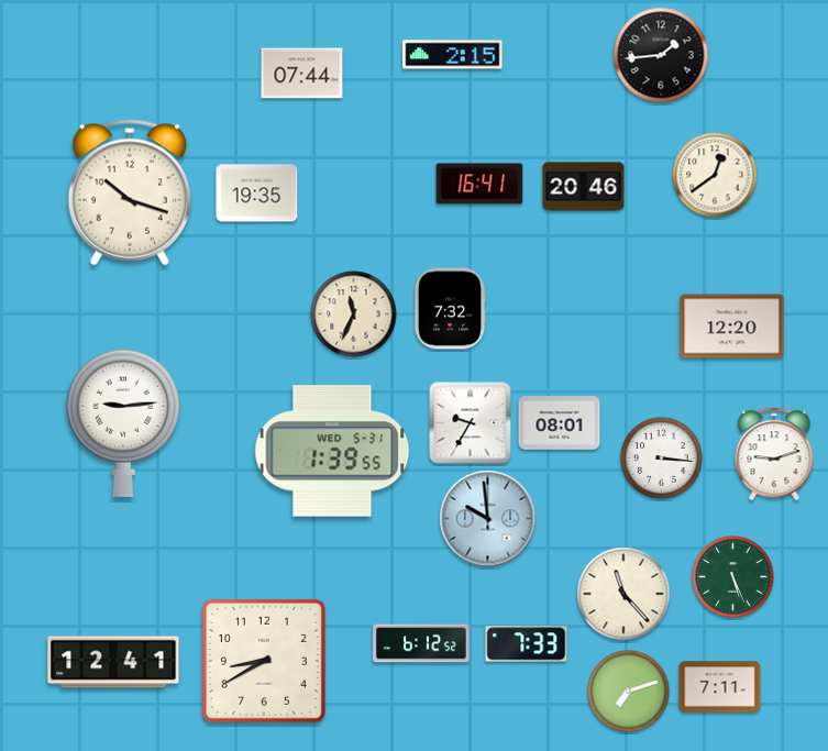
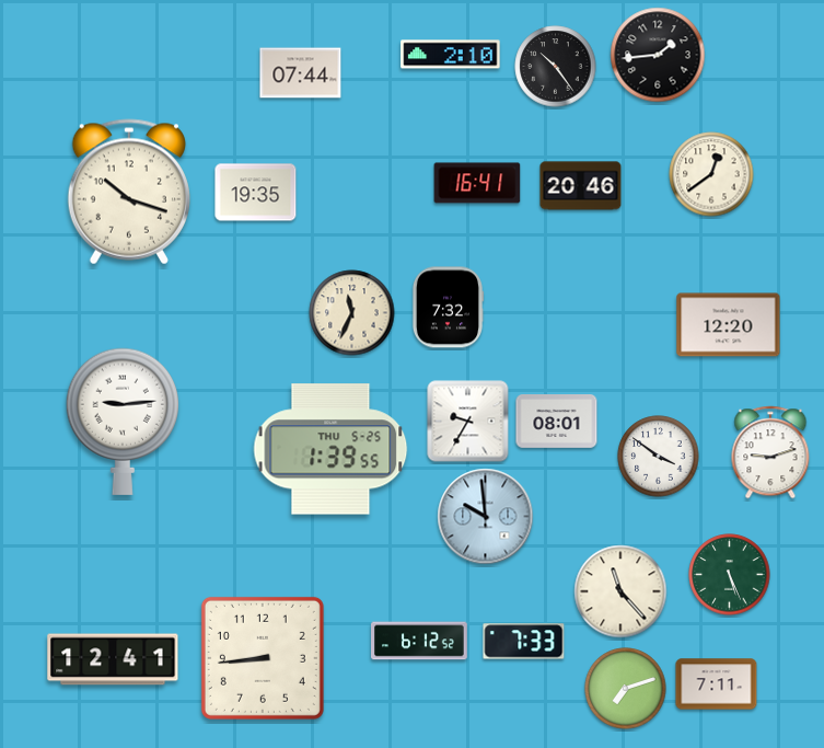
clock at (453, 55): 2:15 -> 2:10
clock at (556, 67): none -> 10:24
clock at (332, 451) date: WED 5-31 -> THU 5-25
clock at (662, 459): 3:16 -> 3:51
clock at (264, 661): 8:40 -> 8:44
